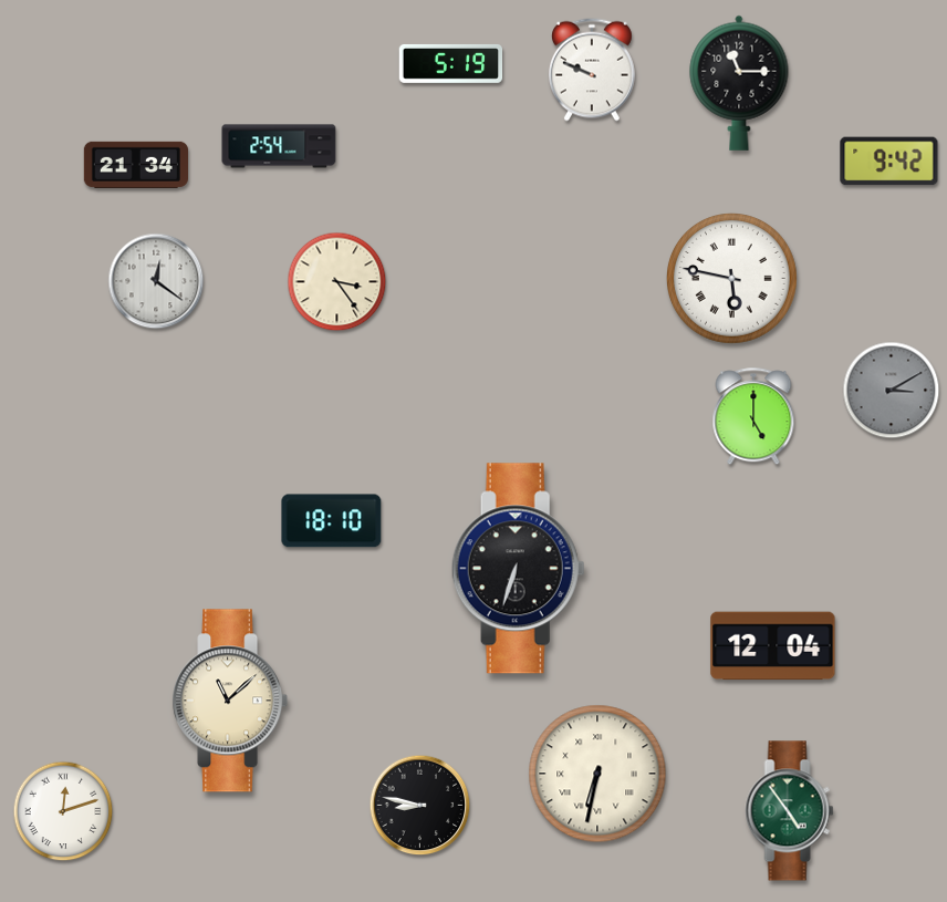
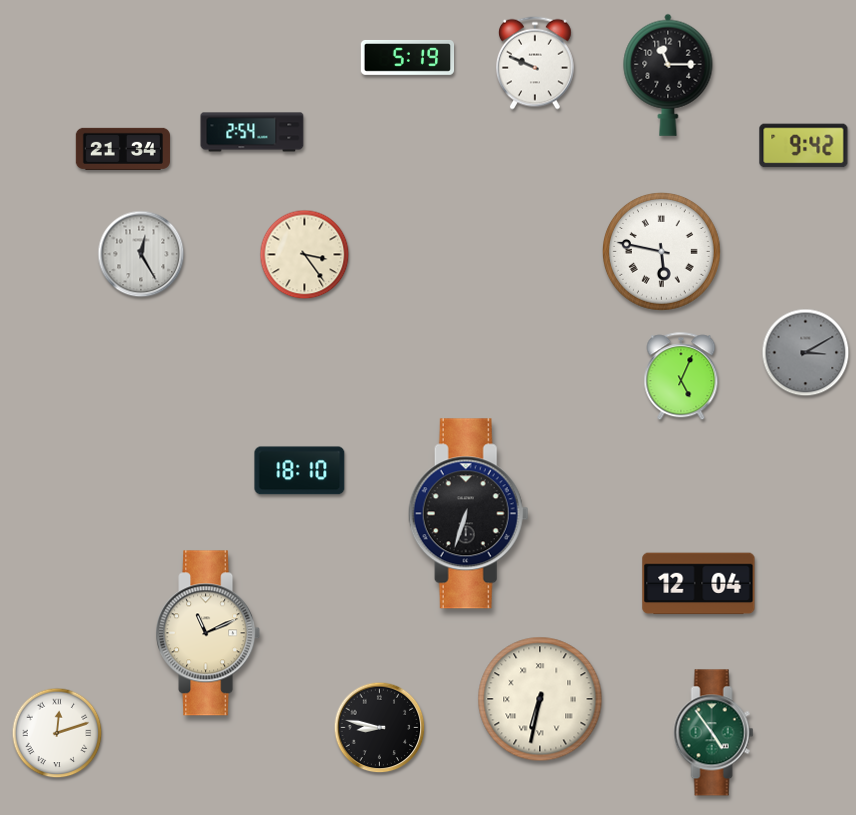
clock at (156, 281): 12:21 -> 12:25
clock at (753, 417): 5:00 -> 5:04
clock at (230, 701): 11:08 -> 11:11
